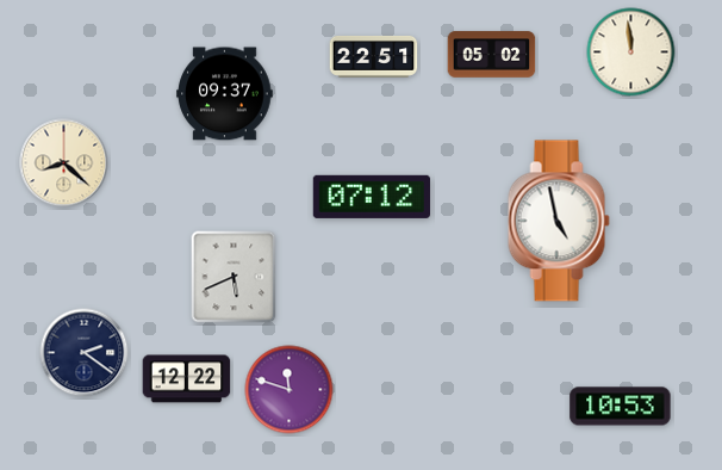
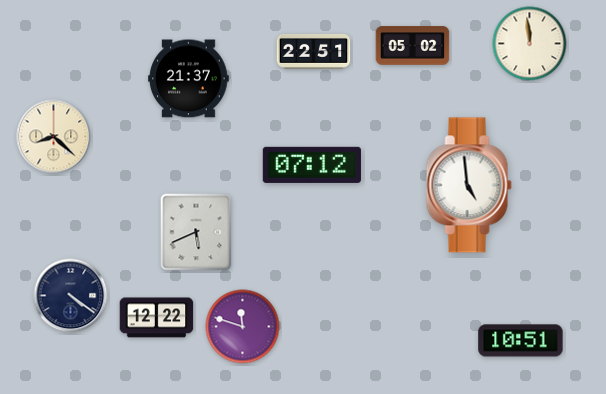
clock at (374, 56) position: (374, 56) -> (314, 51)
clock at (225, 94): 09:37 -> 21:37
clock at (559, 221): 4:58 -> 4:59
clock at (85, 353): 2:21 -> 4:21
clock at (621, 407): 10:53 -> 10:51
